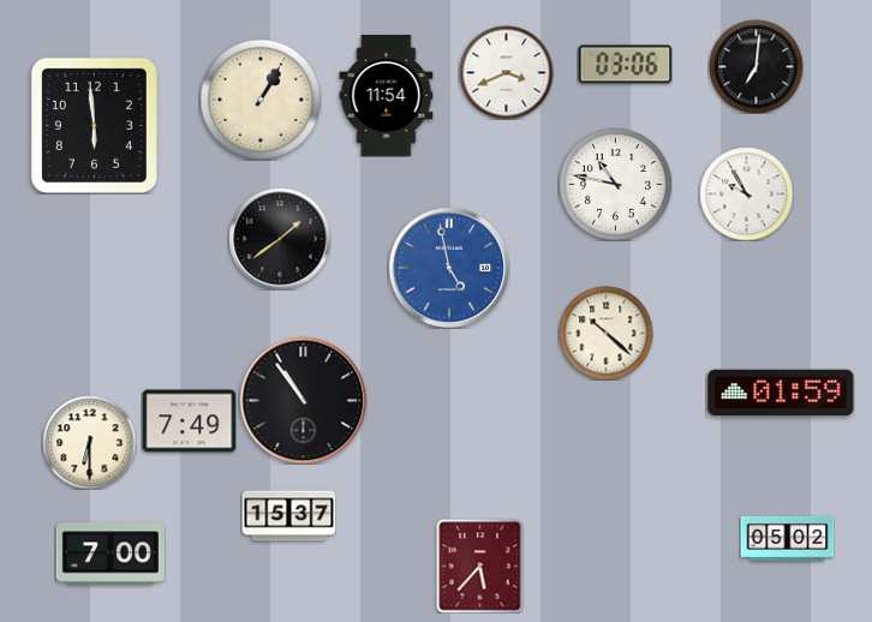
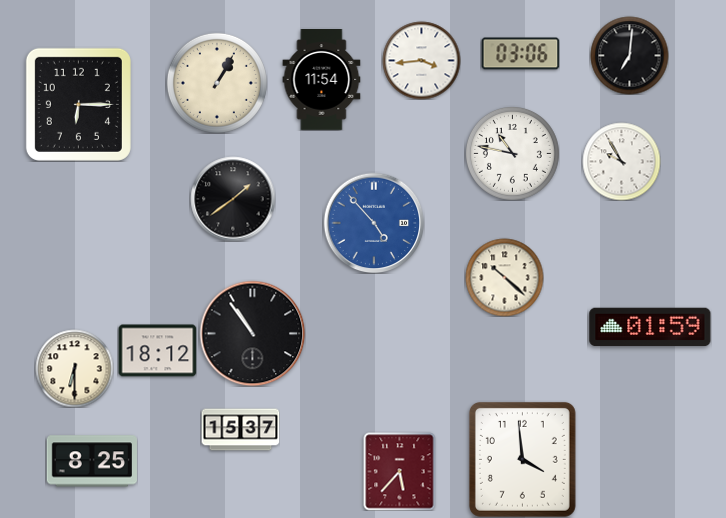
clock at (506, 72): 3:41 -> 3:44
clock at (94, 125): 5:59 -> 6:15
clock at (449, 268): 4:58 -> 4:53
clock at (189, 421): 7:49 -> 18:12
clock at (787, 538): 05:02 -> none
clock at (522, 459): none -> 3:59
clock at (111, 554): 7:00 -> 8:25
